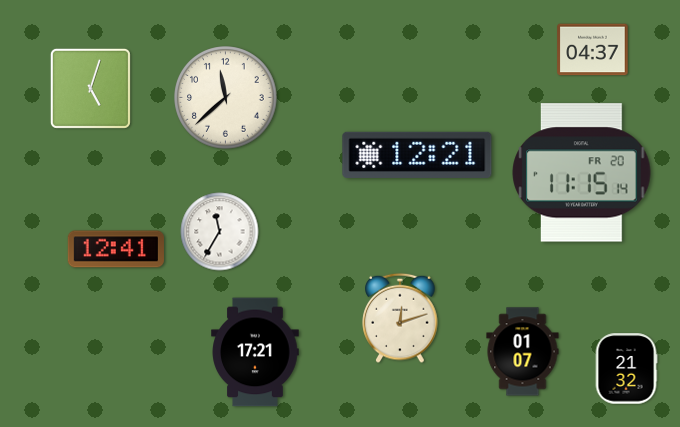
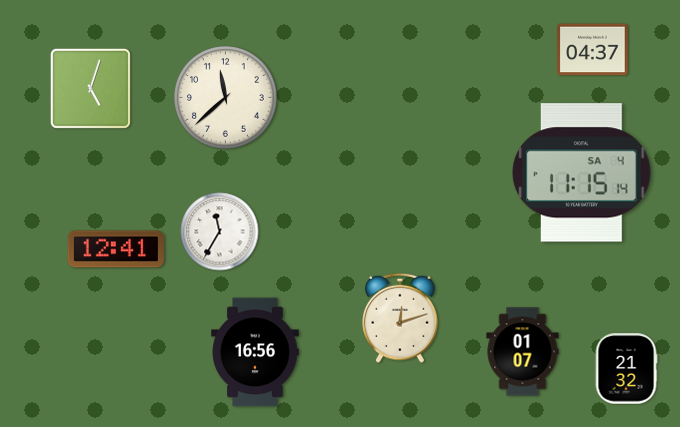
clock at (417, 155): 12:21 -> none
clock at (582, 173) date: FR 20 -> SA 4
clock at (255, 352): 17:21 -> 16:56
